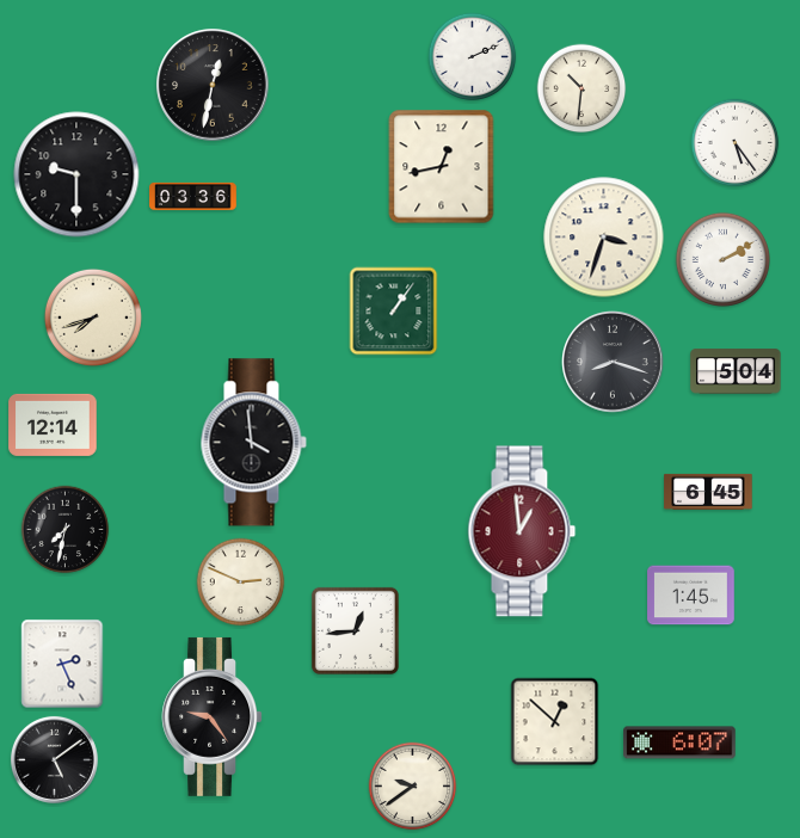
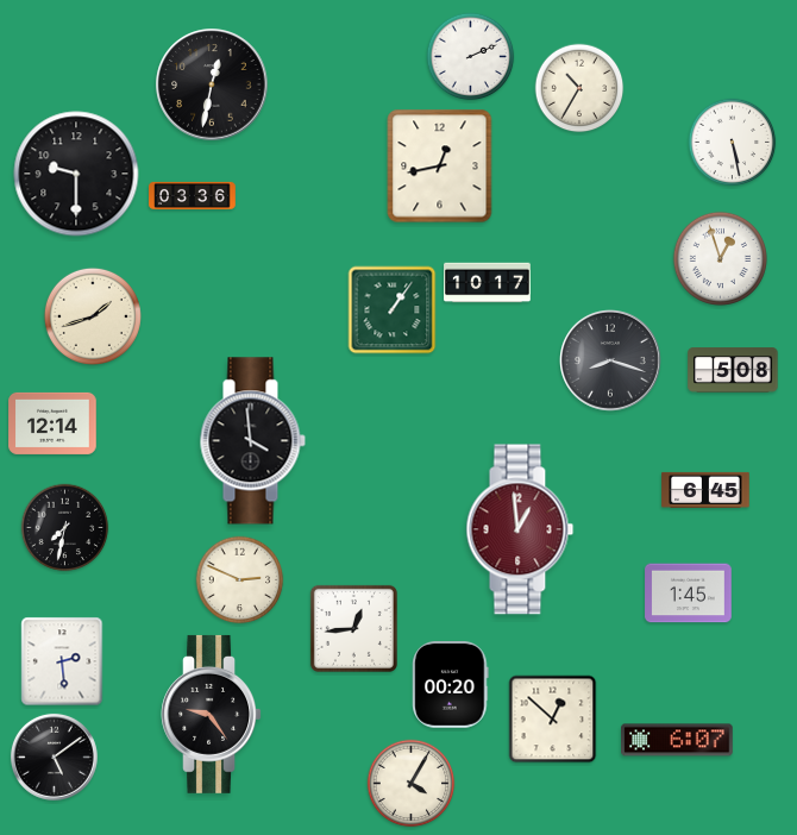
clock at (581, 88): 10:31 -> 10:35
clock at (736, 143): 5:24 -> 5:28
clock at (604, 238): 3:33 -> none
clock at (722, 259): 2:10 -> 12:57
clock at (488, 283): none -> 10:17
clock at (93, 318): 7:42 -> 1:42
clock at (736, 371): 5:04 -> 5:08
clock at (62, 664): 2:26 -> 2:29
clock at (451, 685): none -> 00:20
clock at (413, 787): 9:39 -> 4:05
